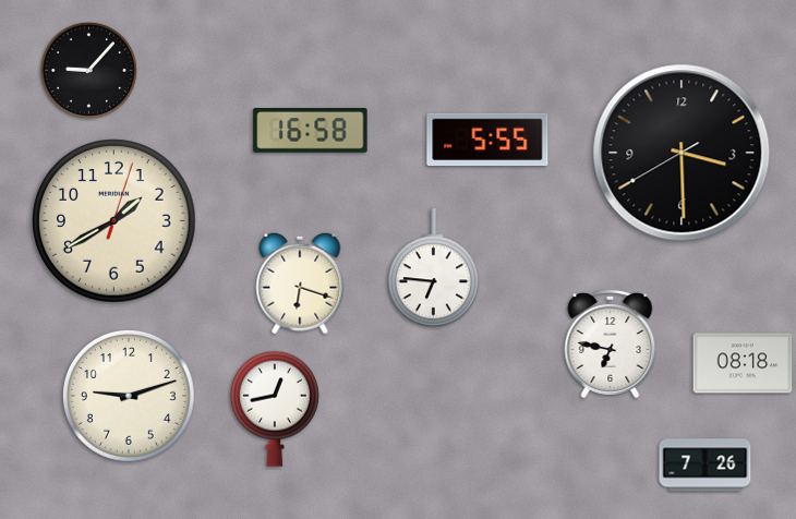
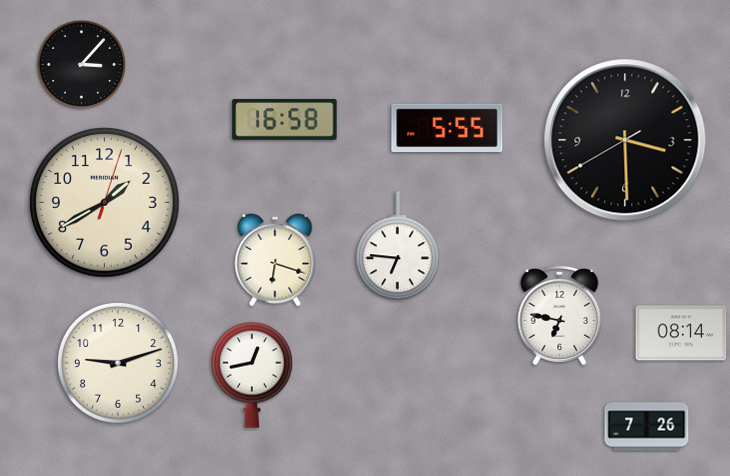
clock at (88, 70): 9:07 -> 3:07
clock at (743, 363): 08:18 -> 08:14
